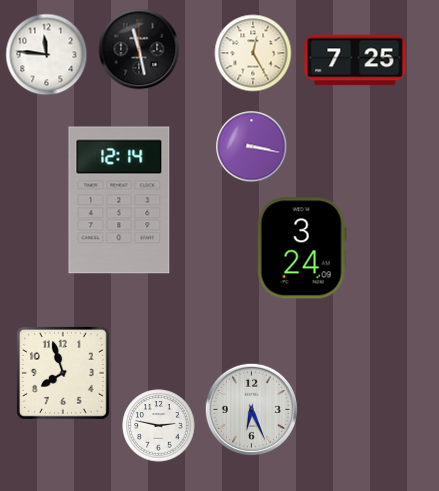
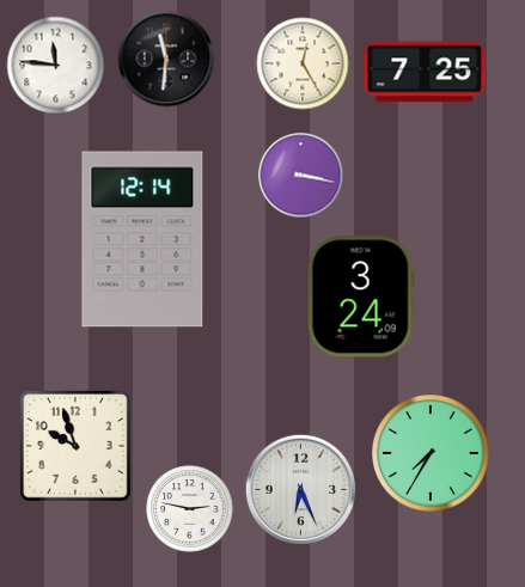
clock at (139, 49): 11:28 -> 11:31
clock at (63, 373): 7:57 -> 9:57
clock at (431, 453): none -> 7:35
